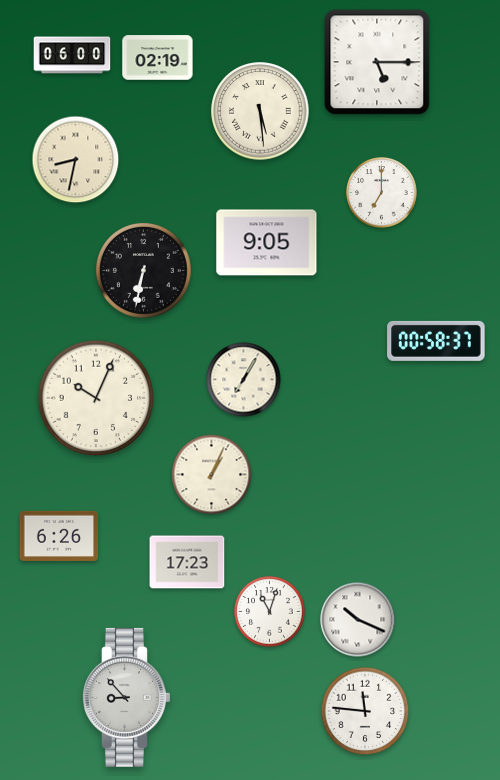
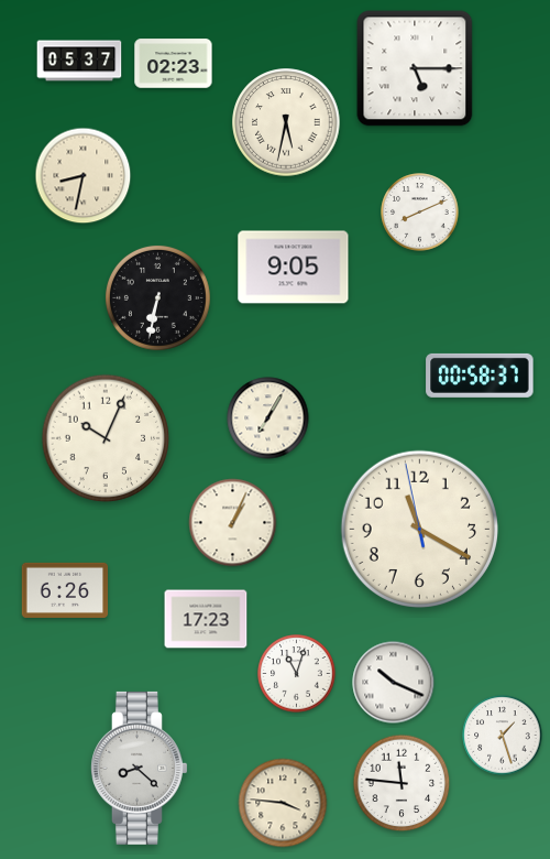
clock at (72, 55): 06:00 -> 05:37
clock at (158, 58): 02:19 -> 02:23
clock at (260, 111): 5:29 -> 5:32
clock at (382, 193): 7:00 -> 8:11
clock at (419, 529): none -> 11:19
clock at (503, 736): none -> 1:27
clock at (127, 697): 8:53 -> 8:22
clock at (283, 803): none -> 3:46
